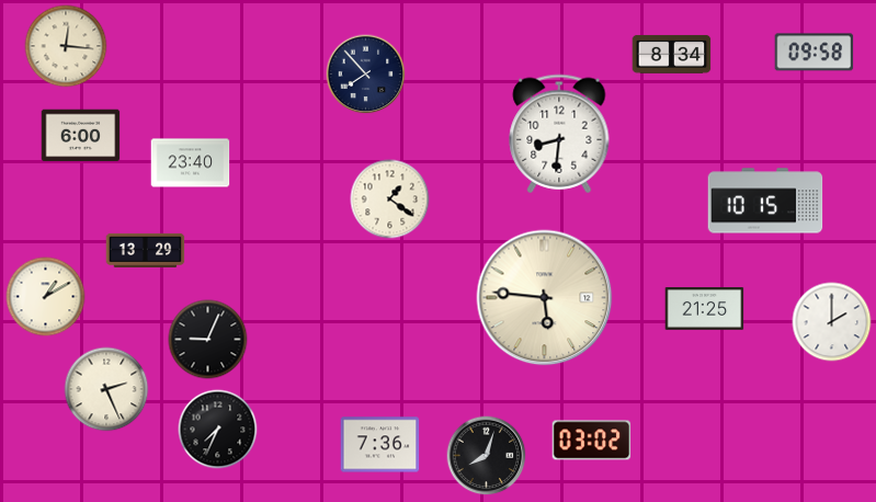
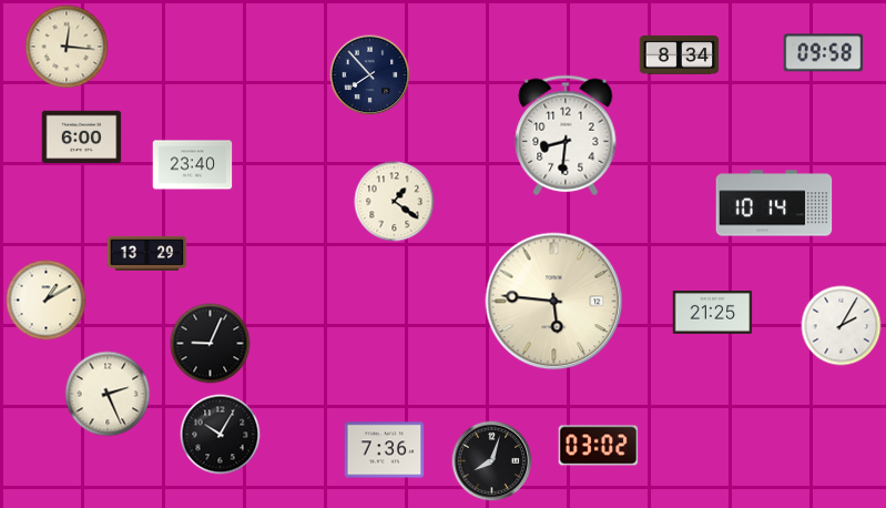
clock at (765, 201): 10:15 -> 10:14
clock at (545, 298) position: (545, 298) -> (554, 302)
clock at (832, 322): 2:00 -> 2:05
clock at (218, 430): 7:34 -> 10:05
